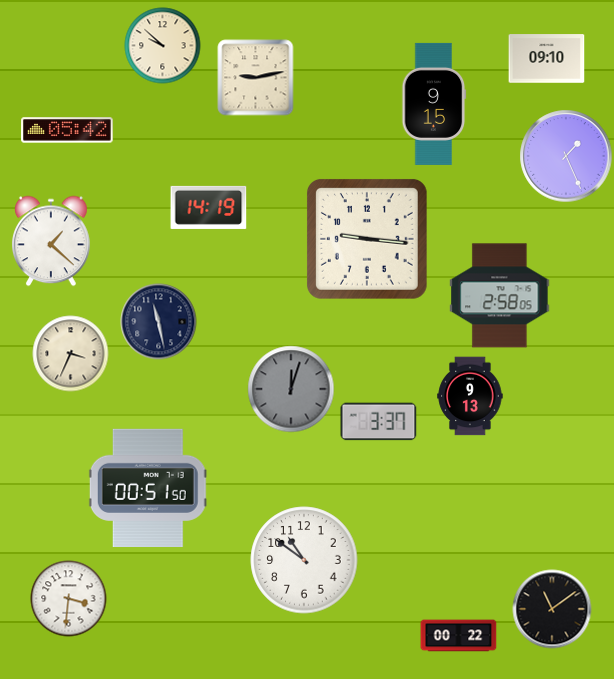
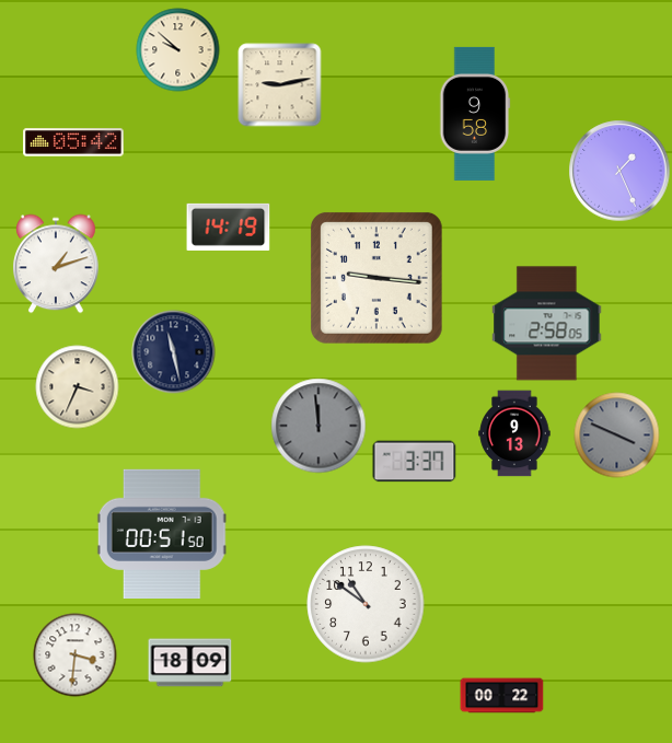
clock at (547, 59): 09:10 -> none
clock at (434, 104): 9:15 -> 9:58
clock at (367, 239) position: (367, 239) -> (376, 278)
clock at (52, 241): 1:22 -> 1:12
clock at (291, 389): 12:03 -> 11:59
clock at (617, 436): none -> 3:49
clock at (304, 560) position: (304, 560) -> (366, 604)
clock at (190, 663): none -> 18:09
clock at (552, 609): 11:09 -> none
